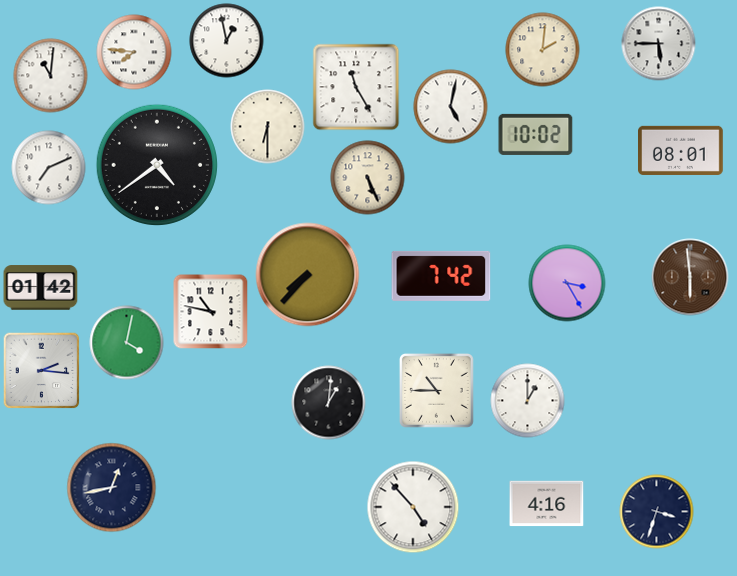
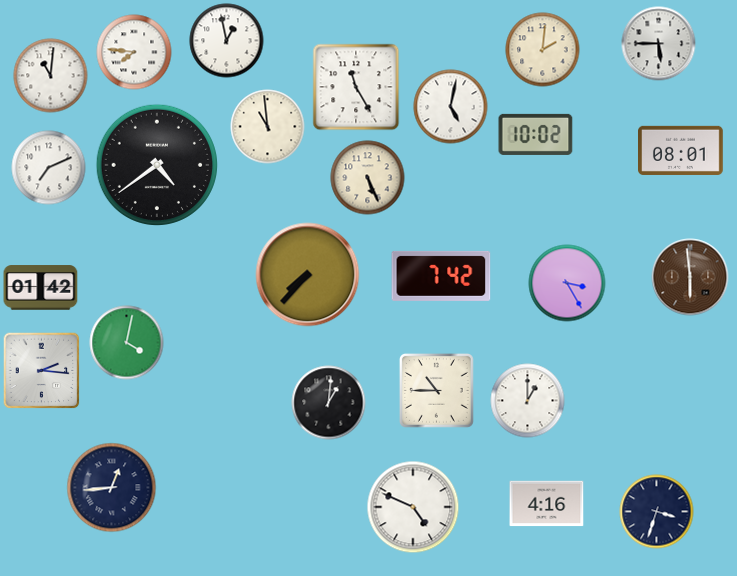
clock at (268, 127): 6:30 -> 10:59
clock at (211, 312): 10:47 -> none
clock at (112, 488): 12:43 -> 12:44
clock at (413, 507): 4:53 -> 4:49
